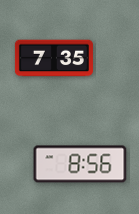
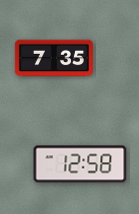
clock at (80, 164): 8:56 -> 12:58
